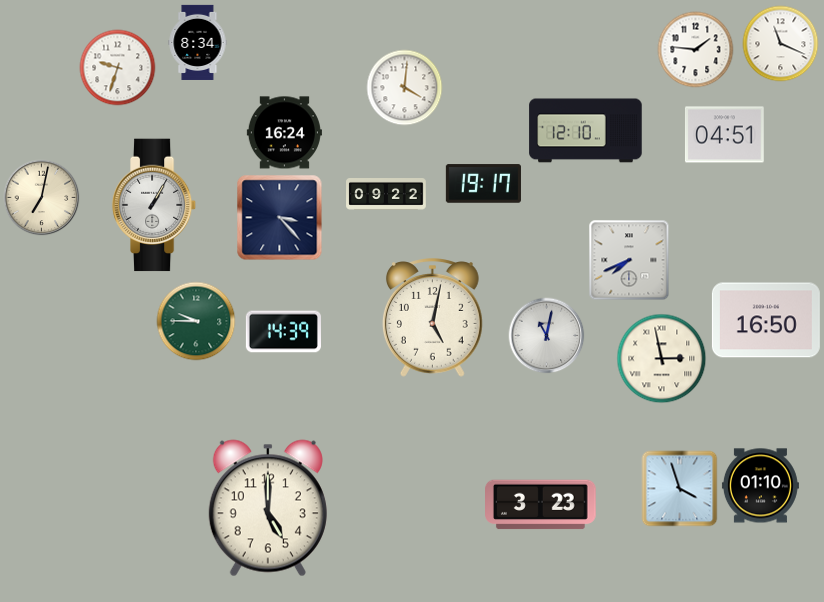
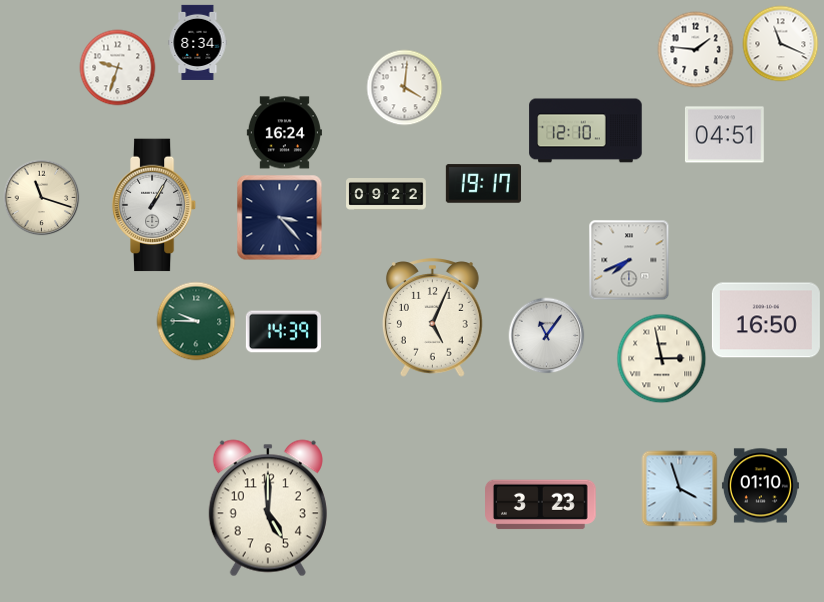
clock at (42, 198): 7:02 -> 11:18
clock at (432, 318): 5:02 -> 5:04
clock at (547, 336): 11:02 -> 11:06
